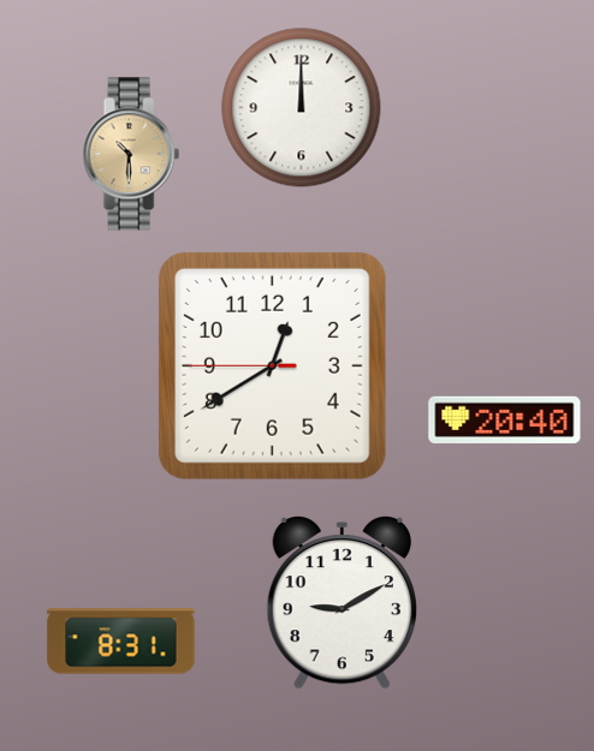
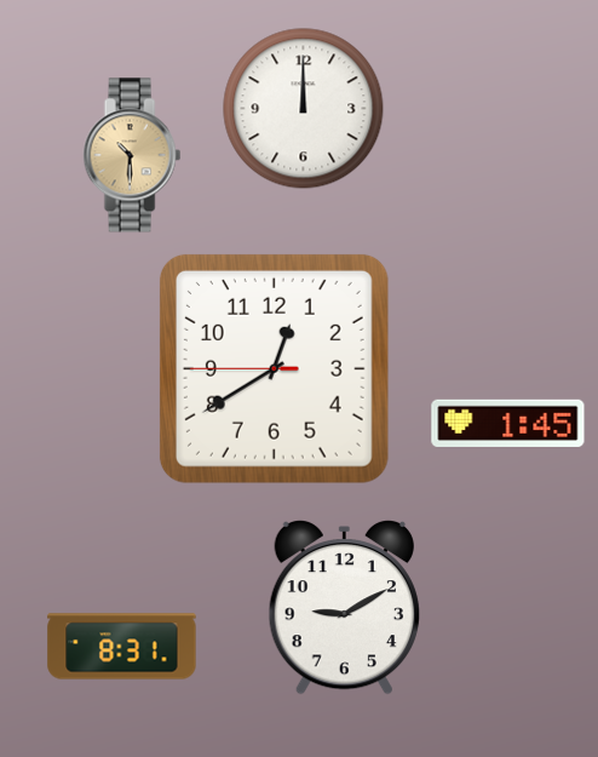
clock at (505, 419): 20:40 -> 1:45
